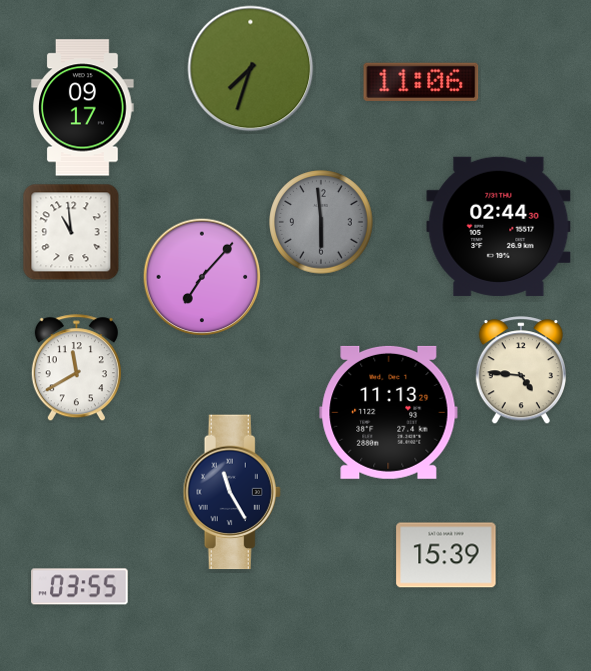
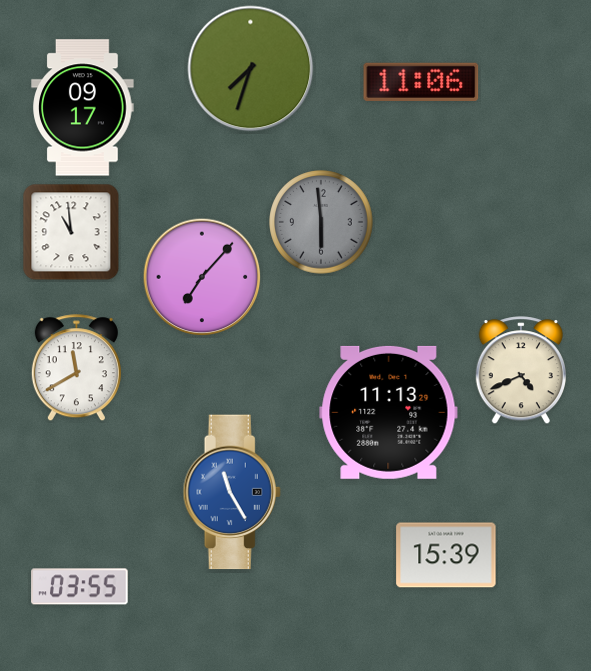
clock at (499, 226): 02:44 -> none
clock at (520, 371): 4:46 -> 4:41
clock at (232, 492) dial: navy -> blue
